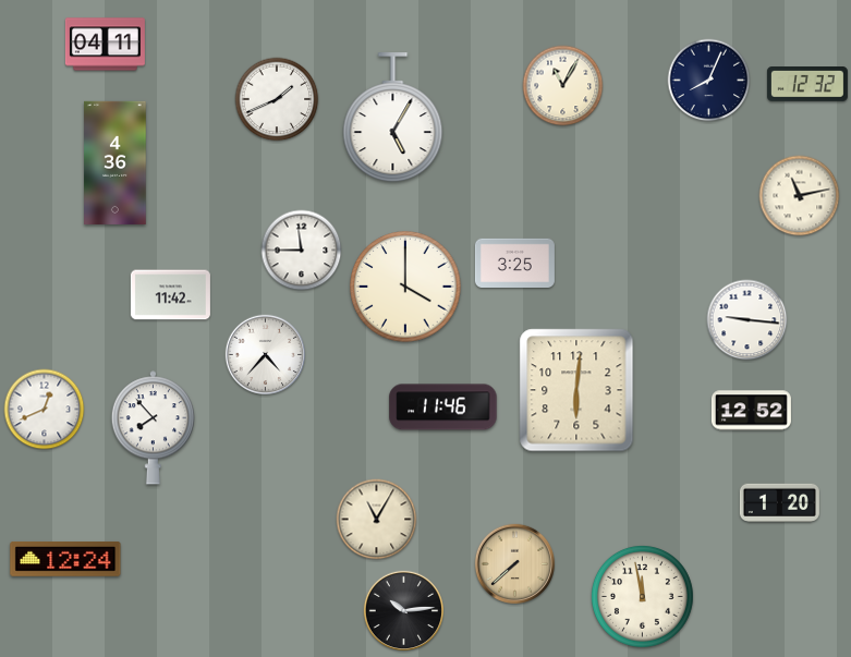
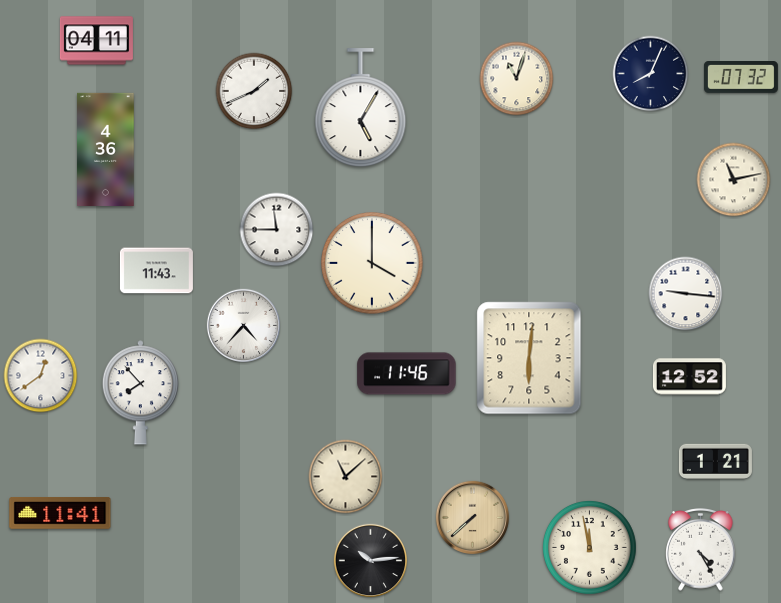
clock at (807, 85): 12:32 -> 07:32
clock at (563, 86): 11:05 -> 11:03
clock at (514, 263): 3:25 -> none
clock at (170, 295): 11:42 -> 11:43
clock at (45, 410): 12:41 -> 12:39
clock at (779, 502): 1:20 -> 1:21
clock at (377, 520): 11:05 -> 11:08
clock at (65, 560): 12:24 -> 11:41
clock at (701, 550): none -> 4:25
